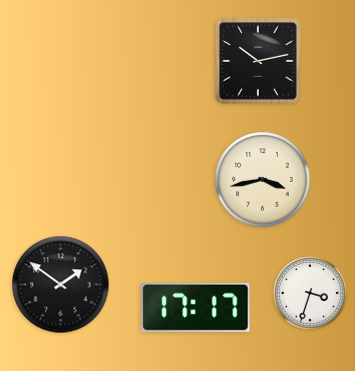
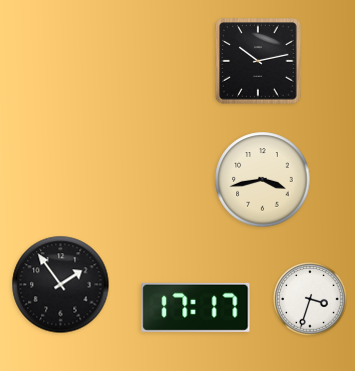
clock at (61, 285): 1:51 -> 1:54
clock at (310, 293) position: (310, 293) -> (310, 299)
